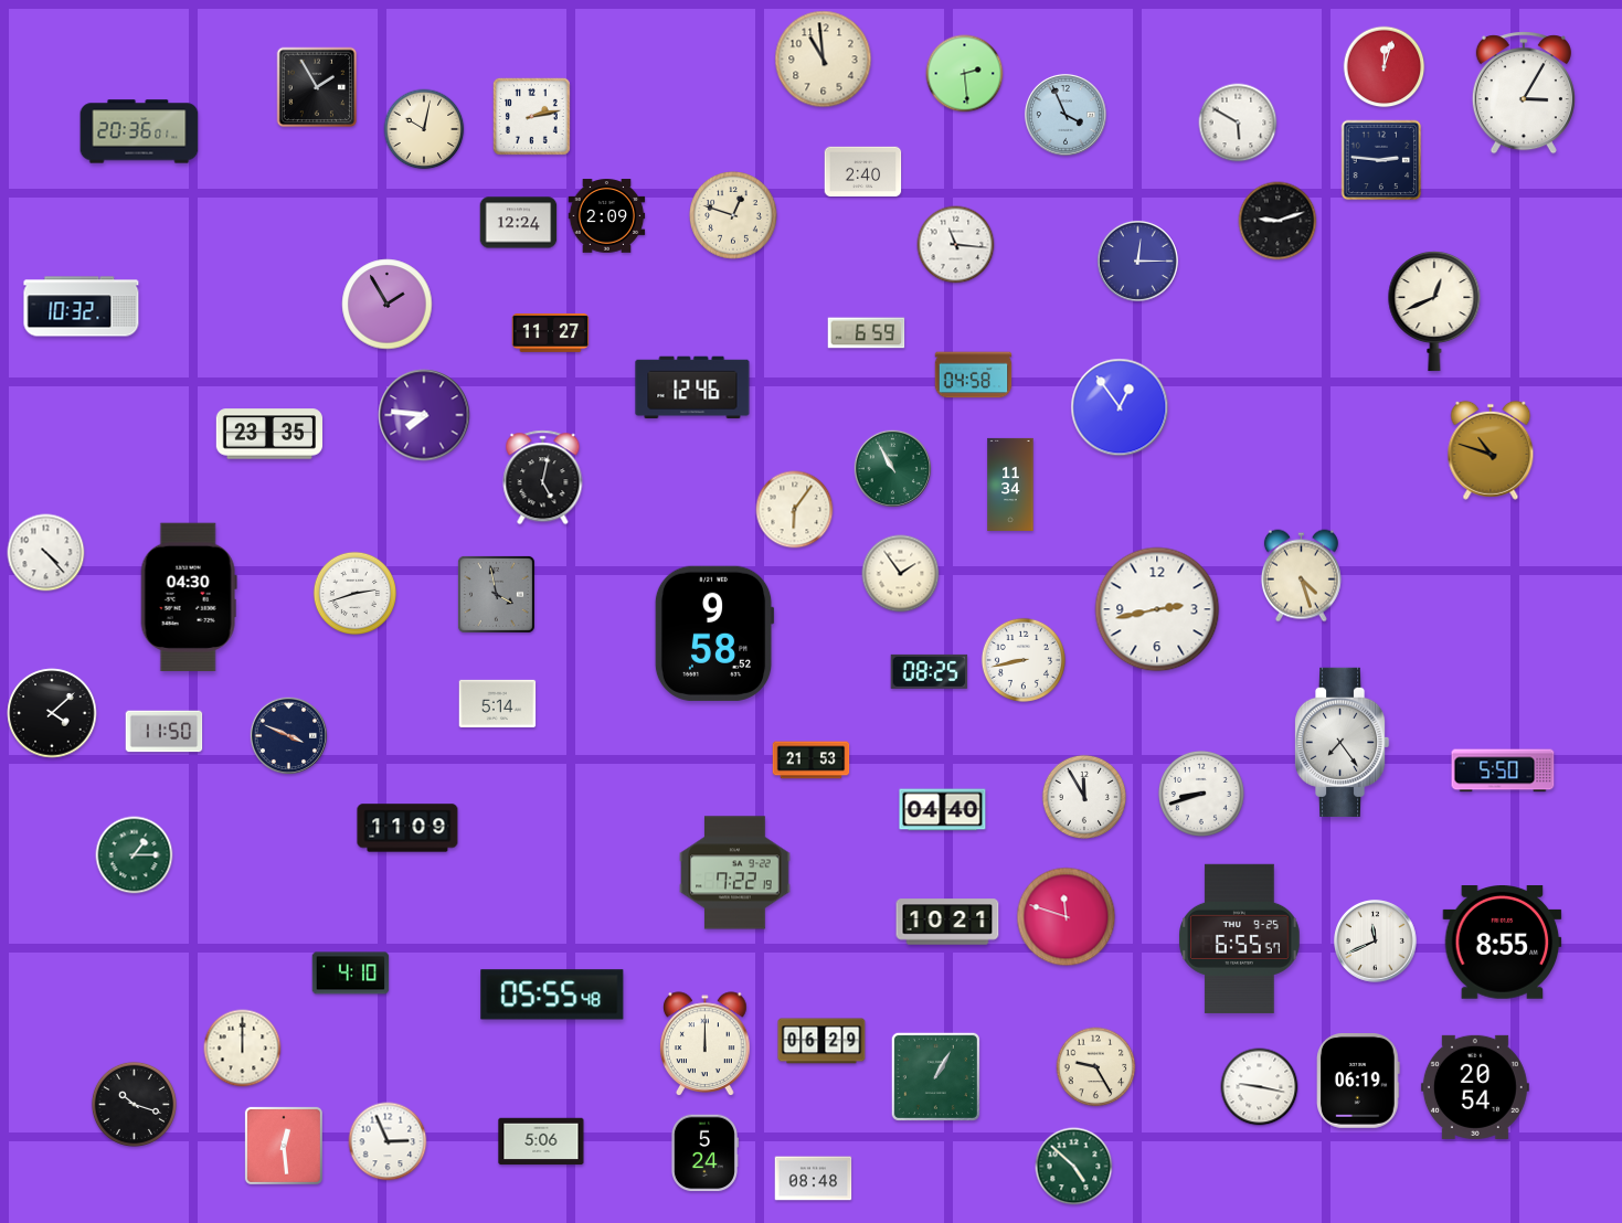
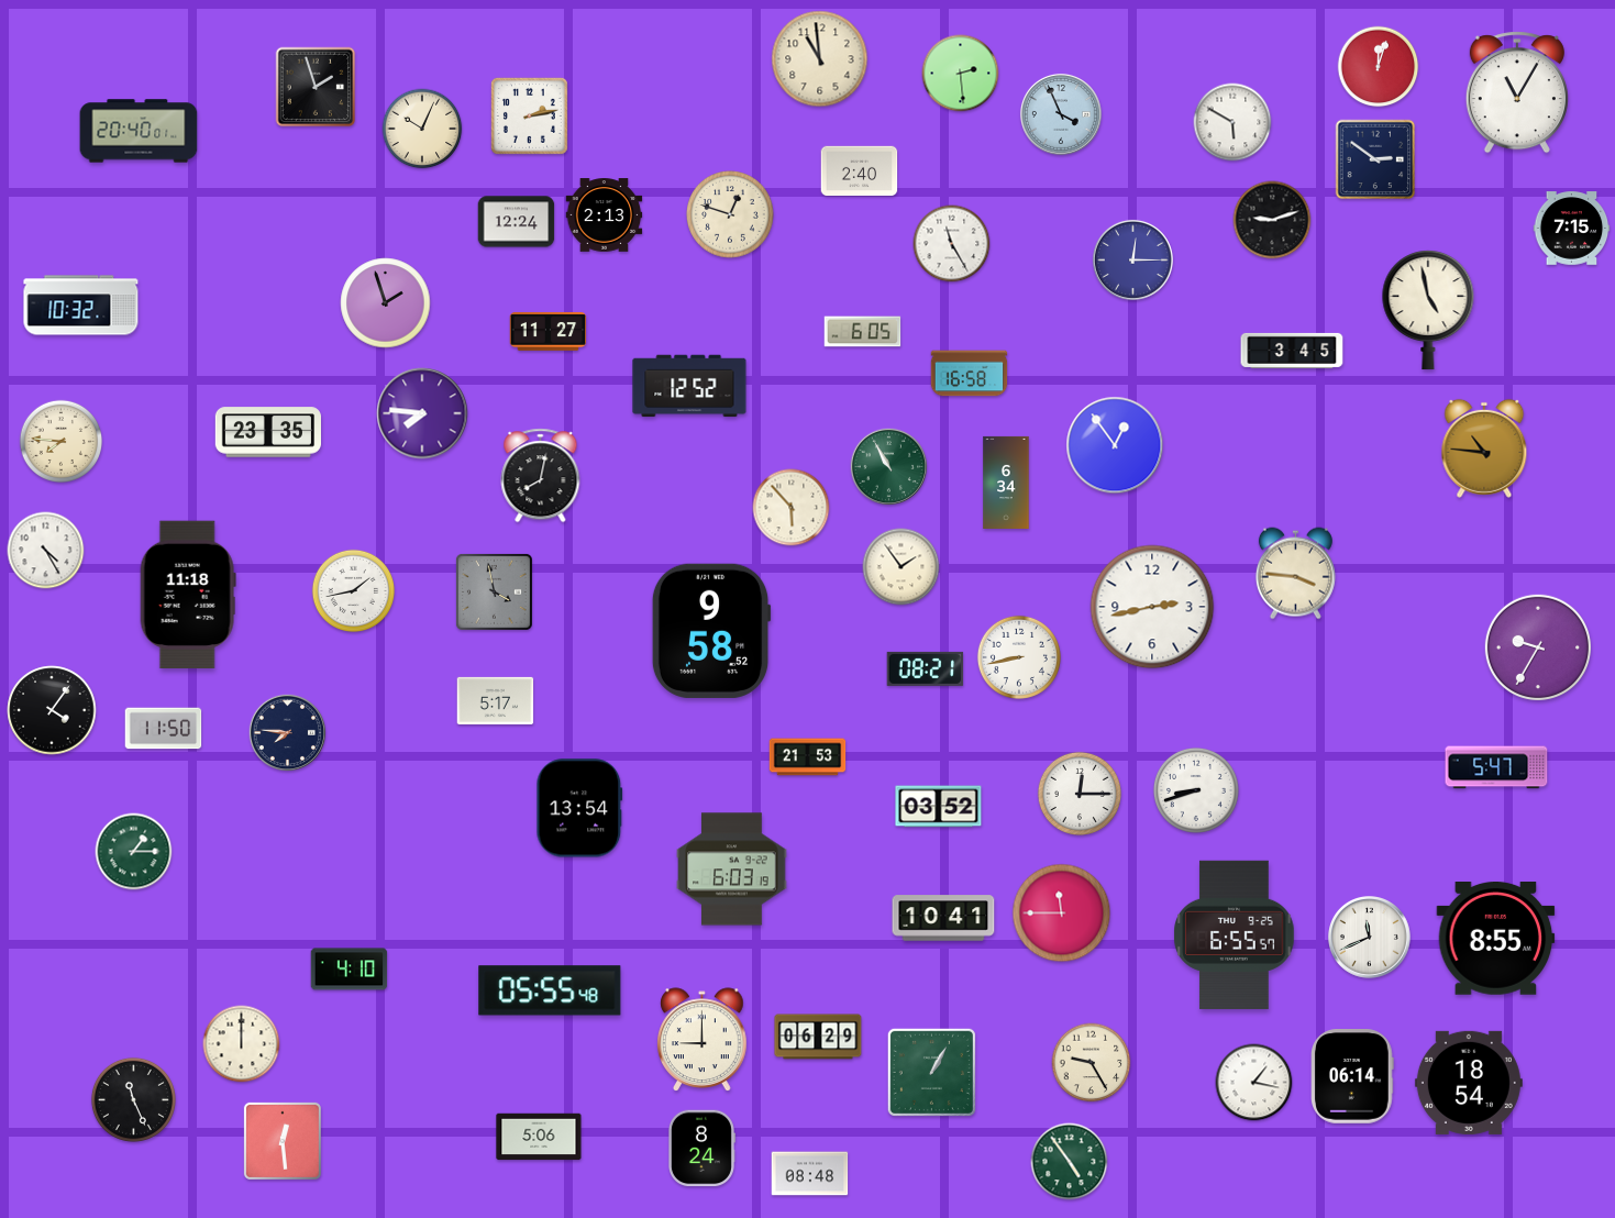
clock at (317, 87): 1:55 -> 1:57
clock at (1524, 93): 3:05 -> 11:05
clock at (424, 129): 10:02 -> 10:04
clock at (139, 131): 20:36 -> 20:40
clock at (1381, 160): 2:46 -> 2:51
clock at (607, 216): 2:09 -> 2:13
clock at (1572, 229): none -> 7:15
clock at (956, 245): 11:16 -> 11:25
clock at (388, 305): 1:55 -> 1:57
clock at (1434, 312): 12:41 -> 4:58
clock at (867, 333): 6:59 -> 6:05
clock at (1292, 351): none -> 3:45
clock at (974, 375): 04:58 -> 16:58
clock at (692, 387): 12:46 -> 12:52
clock at (1120, 407) position: (1120, 407) -> (1115, 445)
clock at (60, 441): none -> 7:46
clock at (1491, 450): 10:48 -> 10:46
clock at (543, 478): 5:02 -> 8:02
clock at (1010, 485): 11:34 -> 6:34
clock at (795, 510): 6:06 -> 5:53
clock at (46, 553): 4:23 -> 4:25
clock at (901, 574) position: (901, 574) -> (901, 567)
clock at (1301, 576): 4:27 -> 3:46
clock at (354, 593): 2:42 -> 1:43
clock at (189, 597): 04:30 -> 11:18
clock at (1537, 646): none -> 9:35
clock at (930, 671): 08:25 -> 08:21
clock at (498, 703): 5:14 -> 5:17
clock at (52, 713): 4:08 -> 4:06
clock at (289, 736): 3:49 -> 7:46
clock at (1342, 742): 7:24 -> none
clock at (1503, 770): 5:50 -> 5:47
clock at (1084, 797): 11:55 -> 12:15
clock at (943, 810): 04:40 -> 03:52
clock at (579, 808): none -> 13:54
clock at (407, 828): 11:09 -> none
clock at (735, 873): 7:22 -> 6:03
clock at (1067, 917): 11:48 -> 11:45
clock at (947, 922): 10:21 -> 10:41
clock at (706, 1044): 12:00 -> 9:00
clock at (1359, 1082): 06:19 -> 06:14
clock at (1260, 1087): 9:17 -> 1:17
clock at (1475, 1087): 20:54 -> 18:54
clock at (134, 1104): 10:18 -> 11:26
clock at (388, 1141): 2:56 -> none
clock at (704, 1153): 5:24 -> 8:24
clock at (1074, 1167): 4:52 -> 4:54
